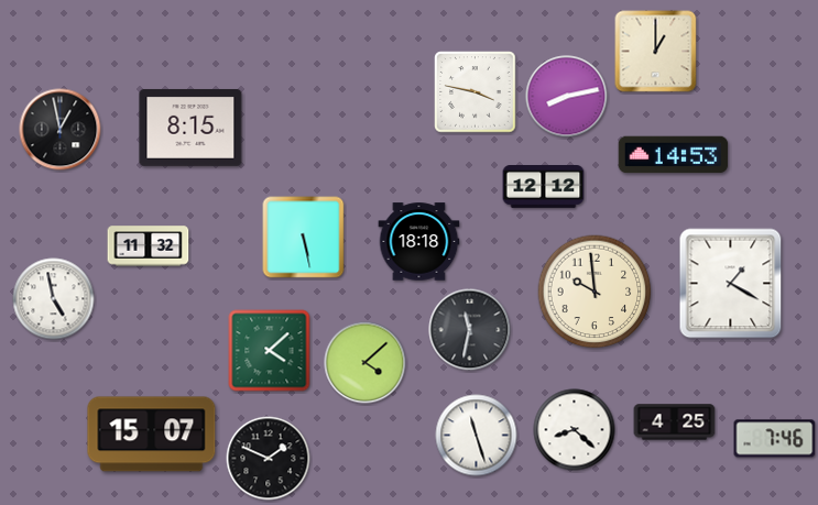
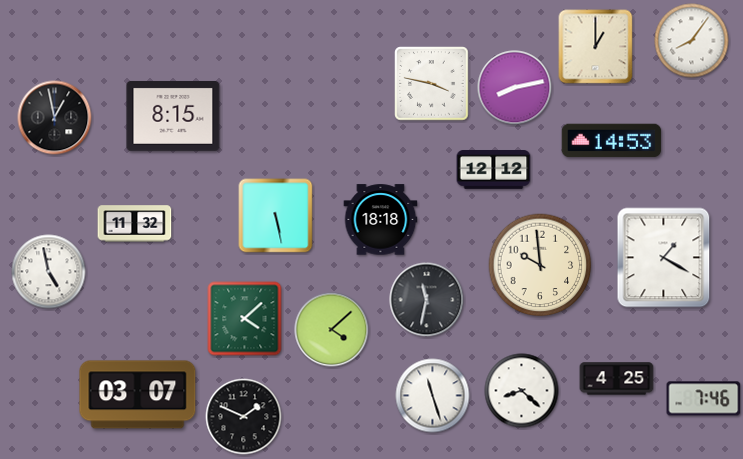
clock at (692, 41): none -> 8:06
clock at (675, 422) position: (675, 422) -> (617, 379)
clock at (152, 435): 15:07 -> 03:07
